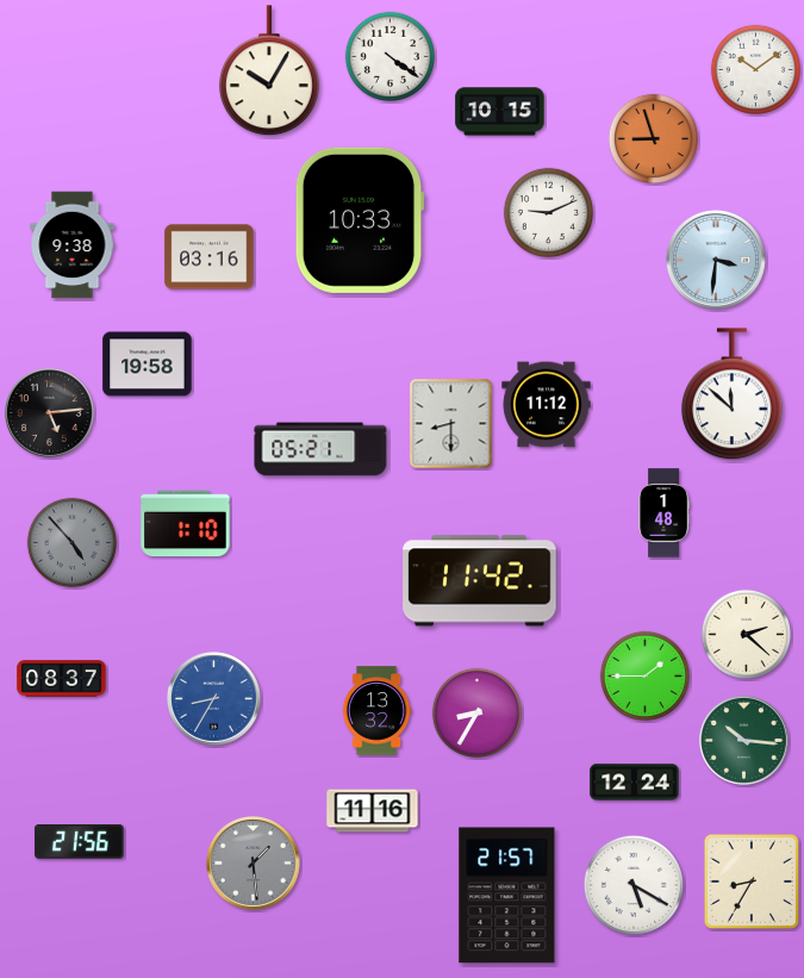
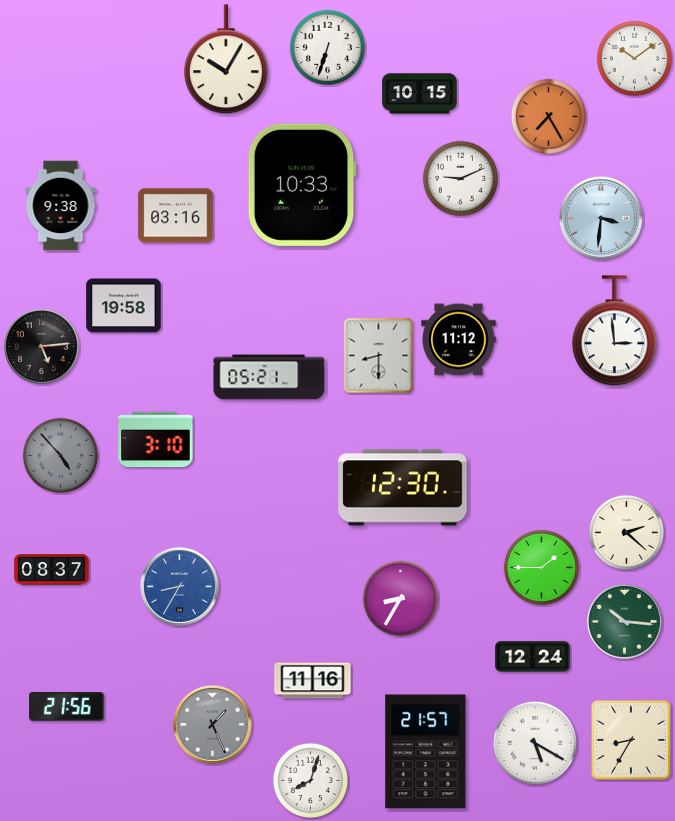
clock at (389, 56): 4:21 -> 6:33
clock at (653, 138): 8:57 -> 7:25
clock at (731, 394): 11:52 -> 2:59
clock at (665, 513): 1:48 -> none
clock at (186, 524): 1:10 -> 3:10
clock at (480, 581): 11:42 -> 12:30
clock at (376, 711): 13:32 -> none
clock at (253, 862): 1:29 -> 1:26
clock at (634, 885) position: (634, 885) -> (535, 743)
clock at (310, 780): none -> 8:03
